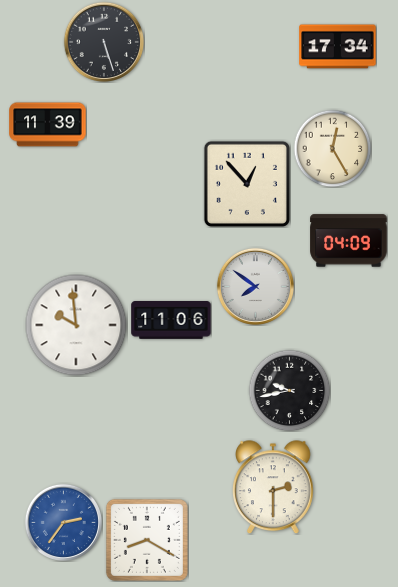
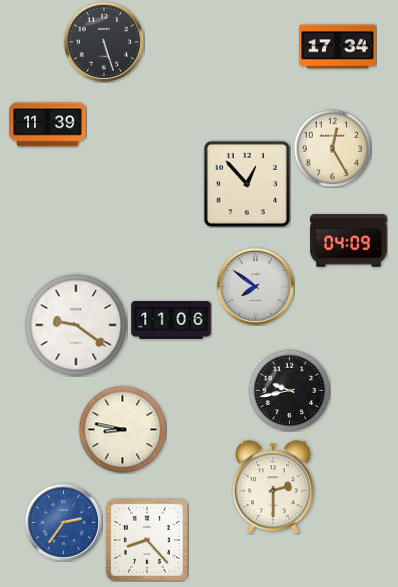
clock at (76, 325): 9:59 -> 9:21
clock at (122, 429): none -> 8:47
clock at (147, 540): 8:20 -> 8:23
